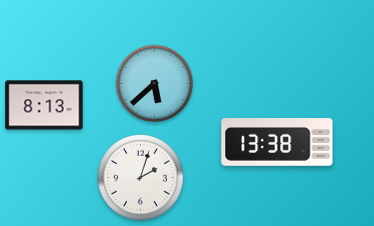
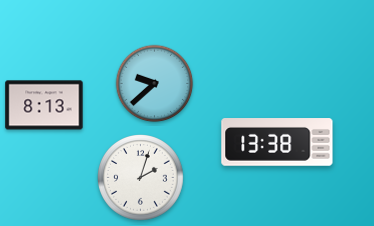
clock at (155, 84): 5:38 -> 9:38
